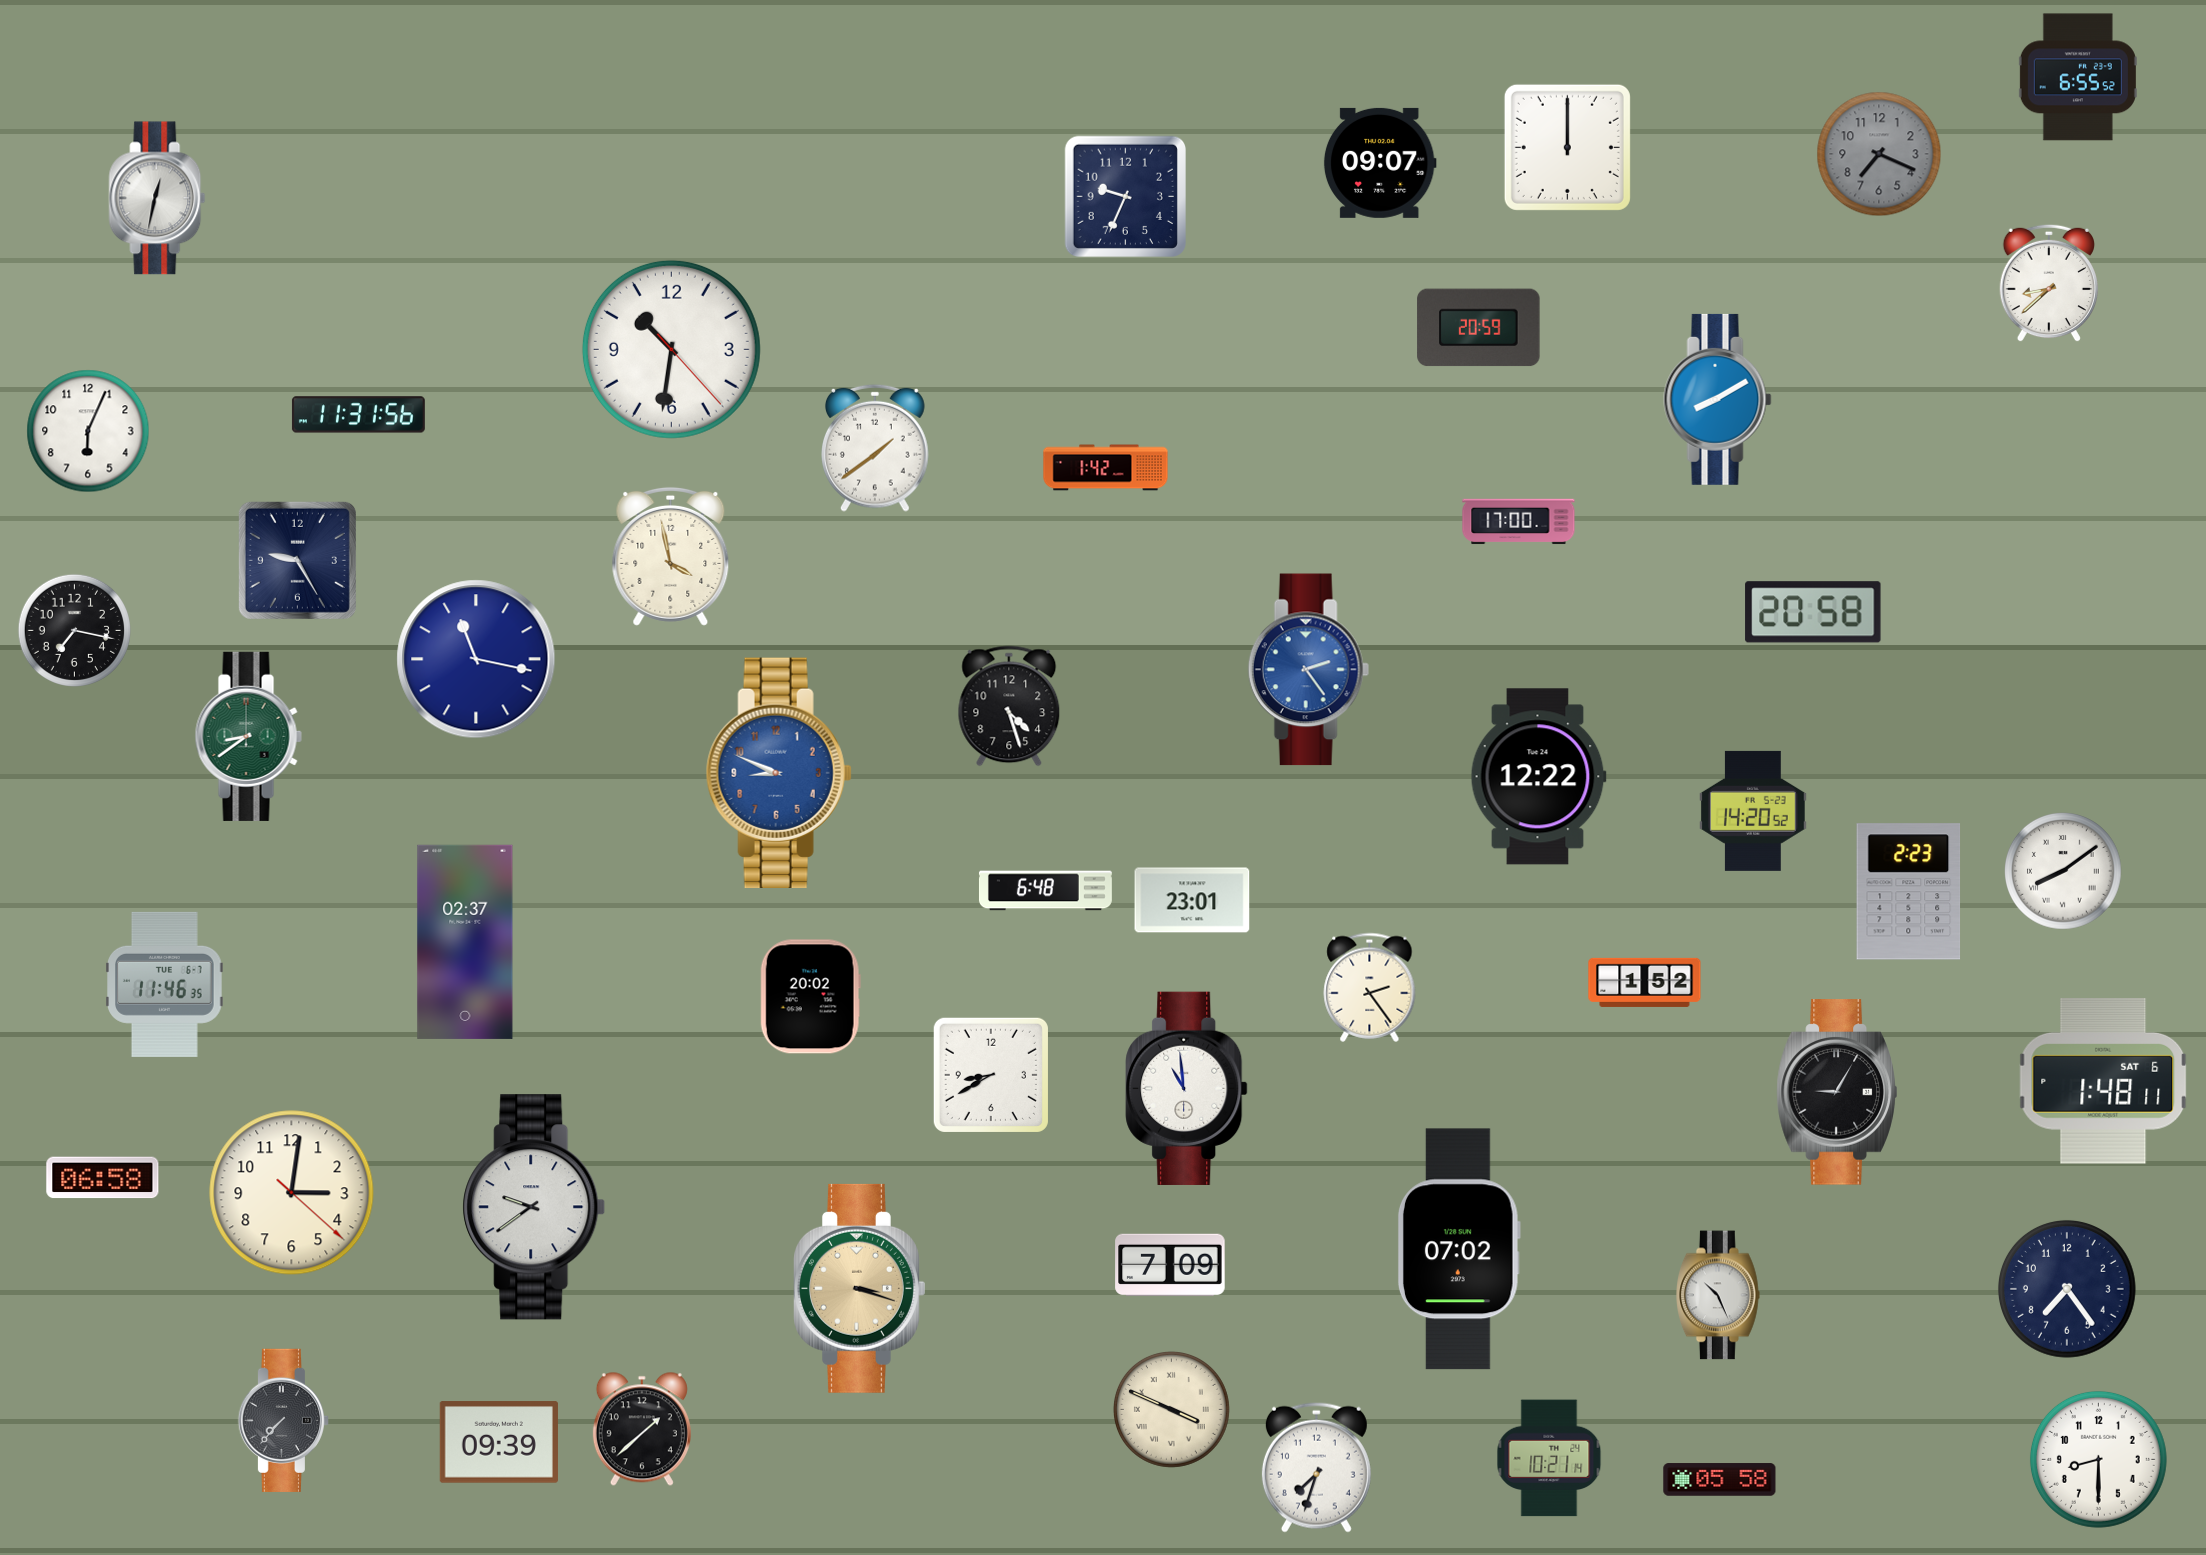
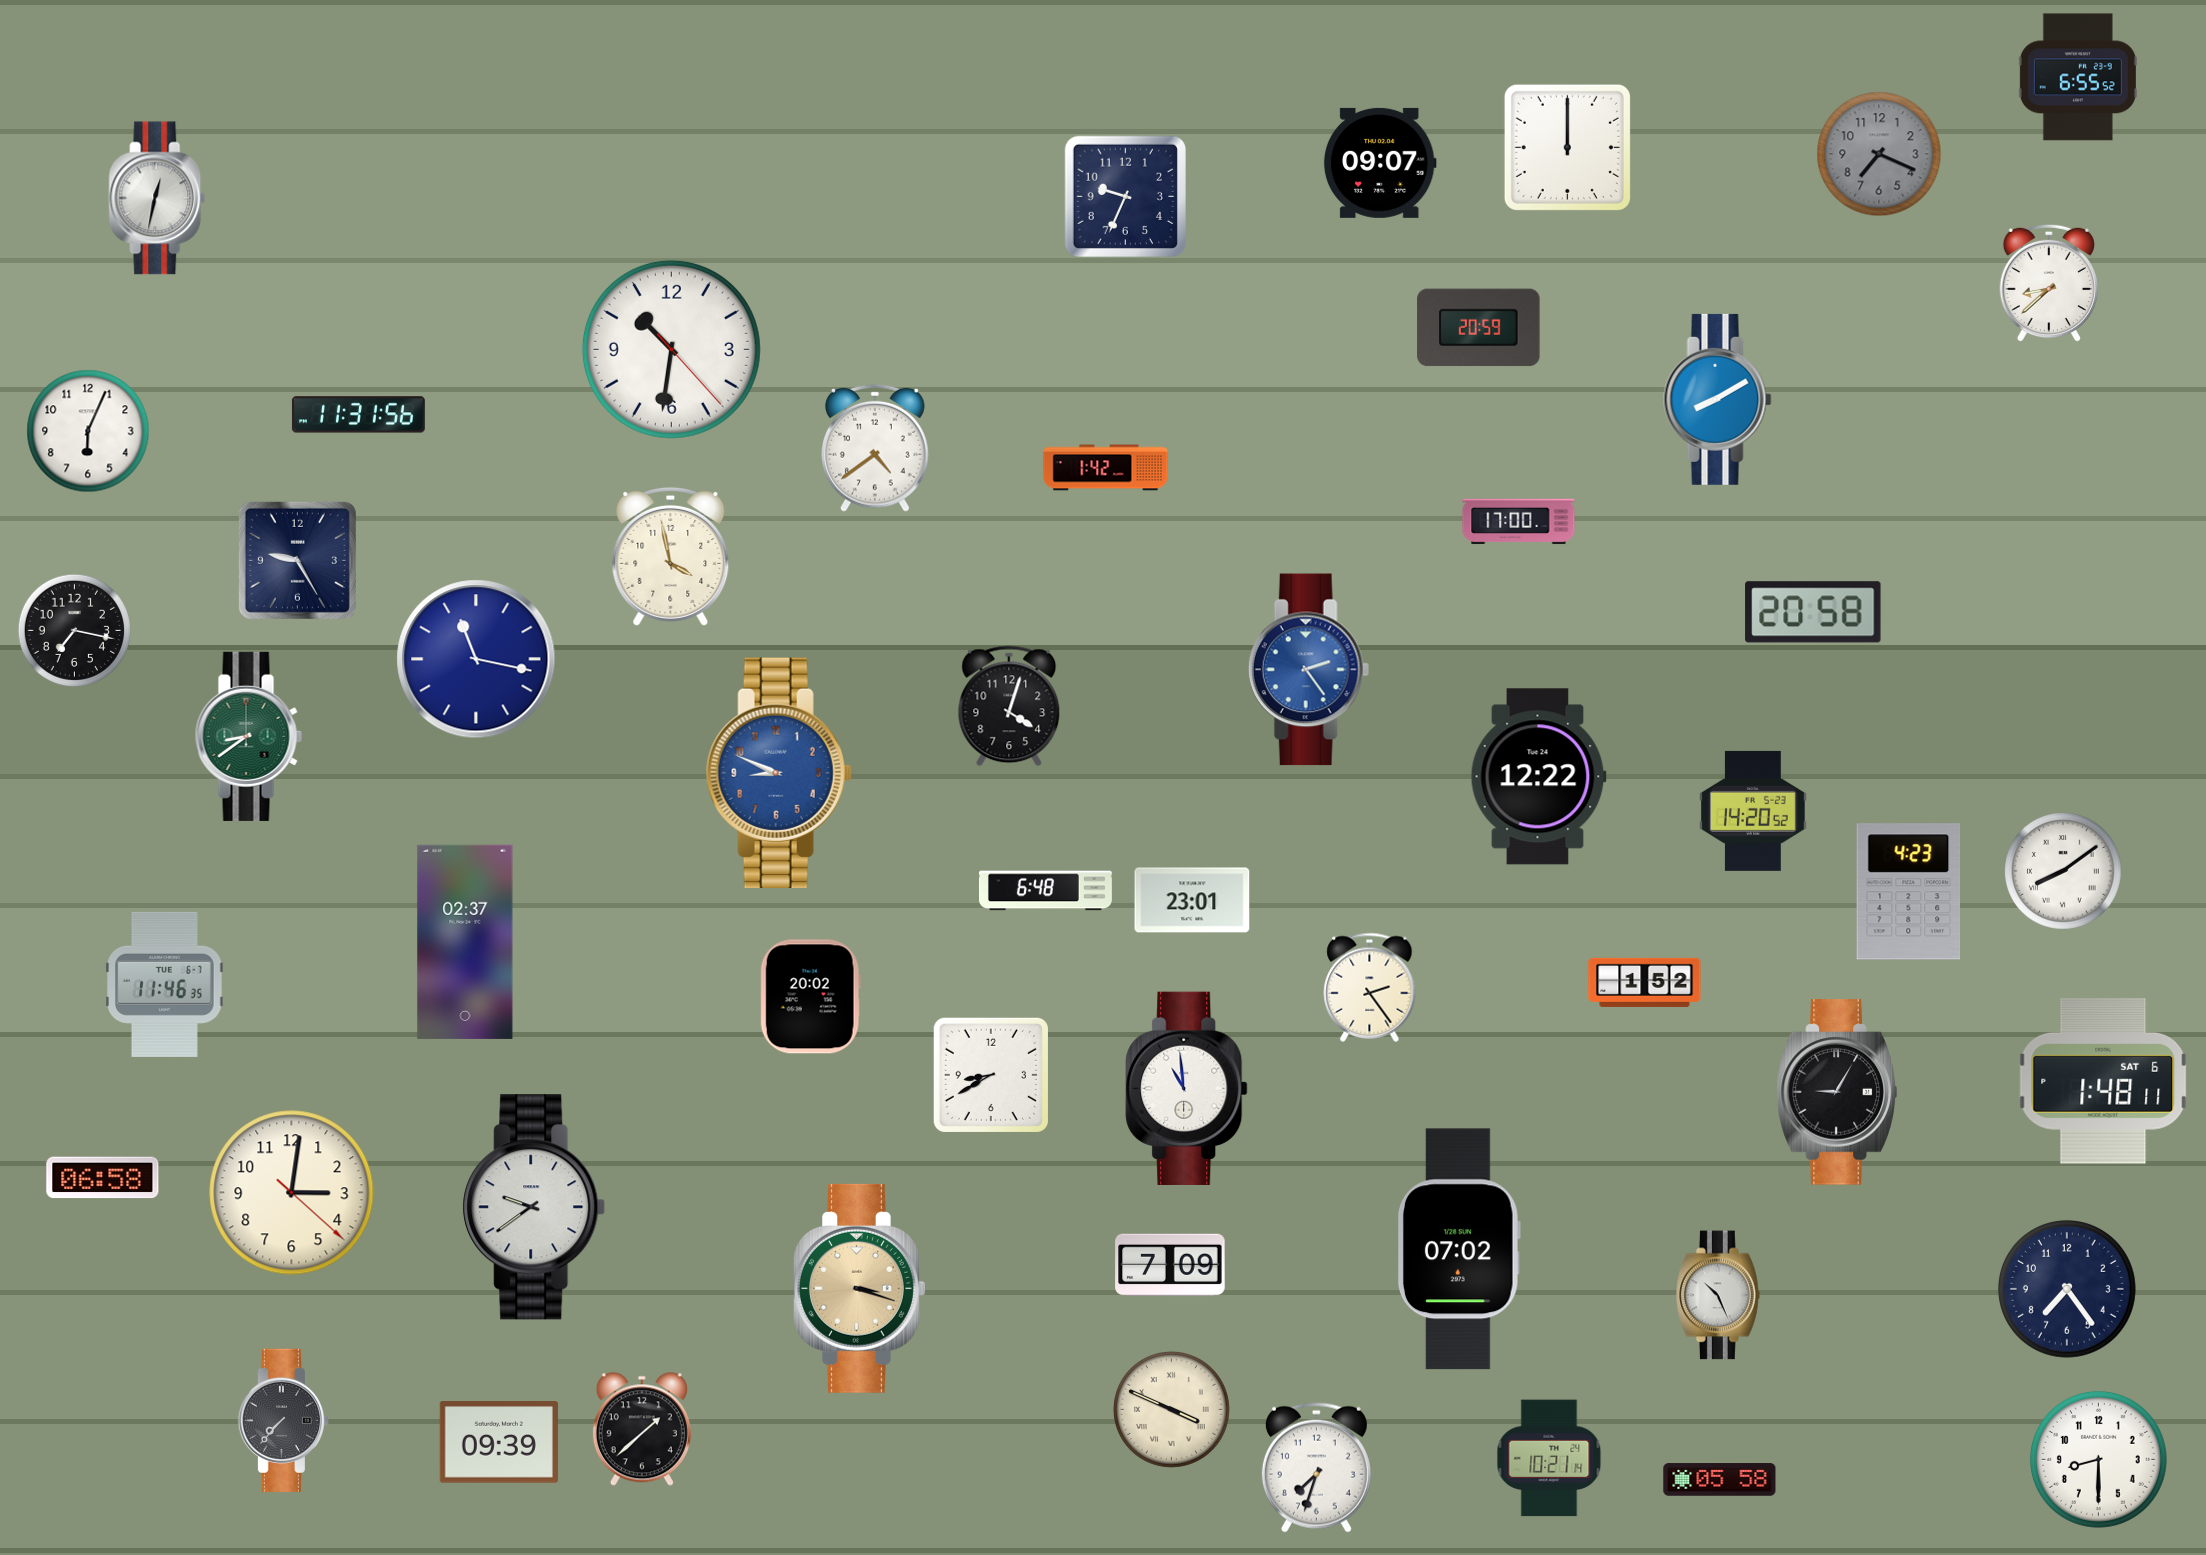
clock at (876, 448): 1:39 -> 4:39
clock at (1009, 706): 4:27 -> 4:03
clock at (1909, 892): 2:23 -> 4:23
